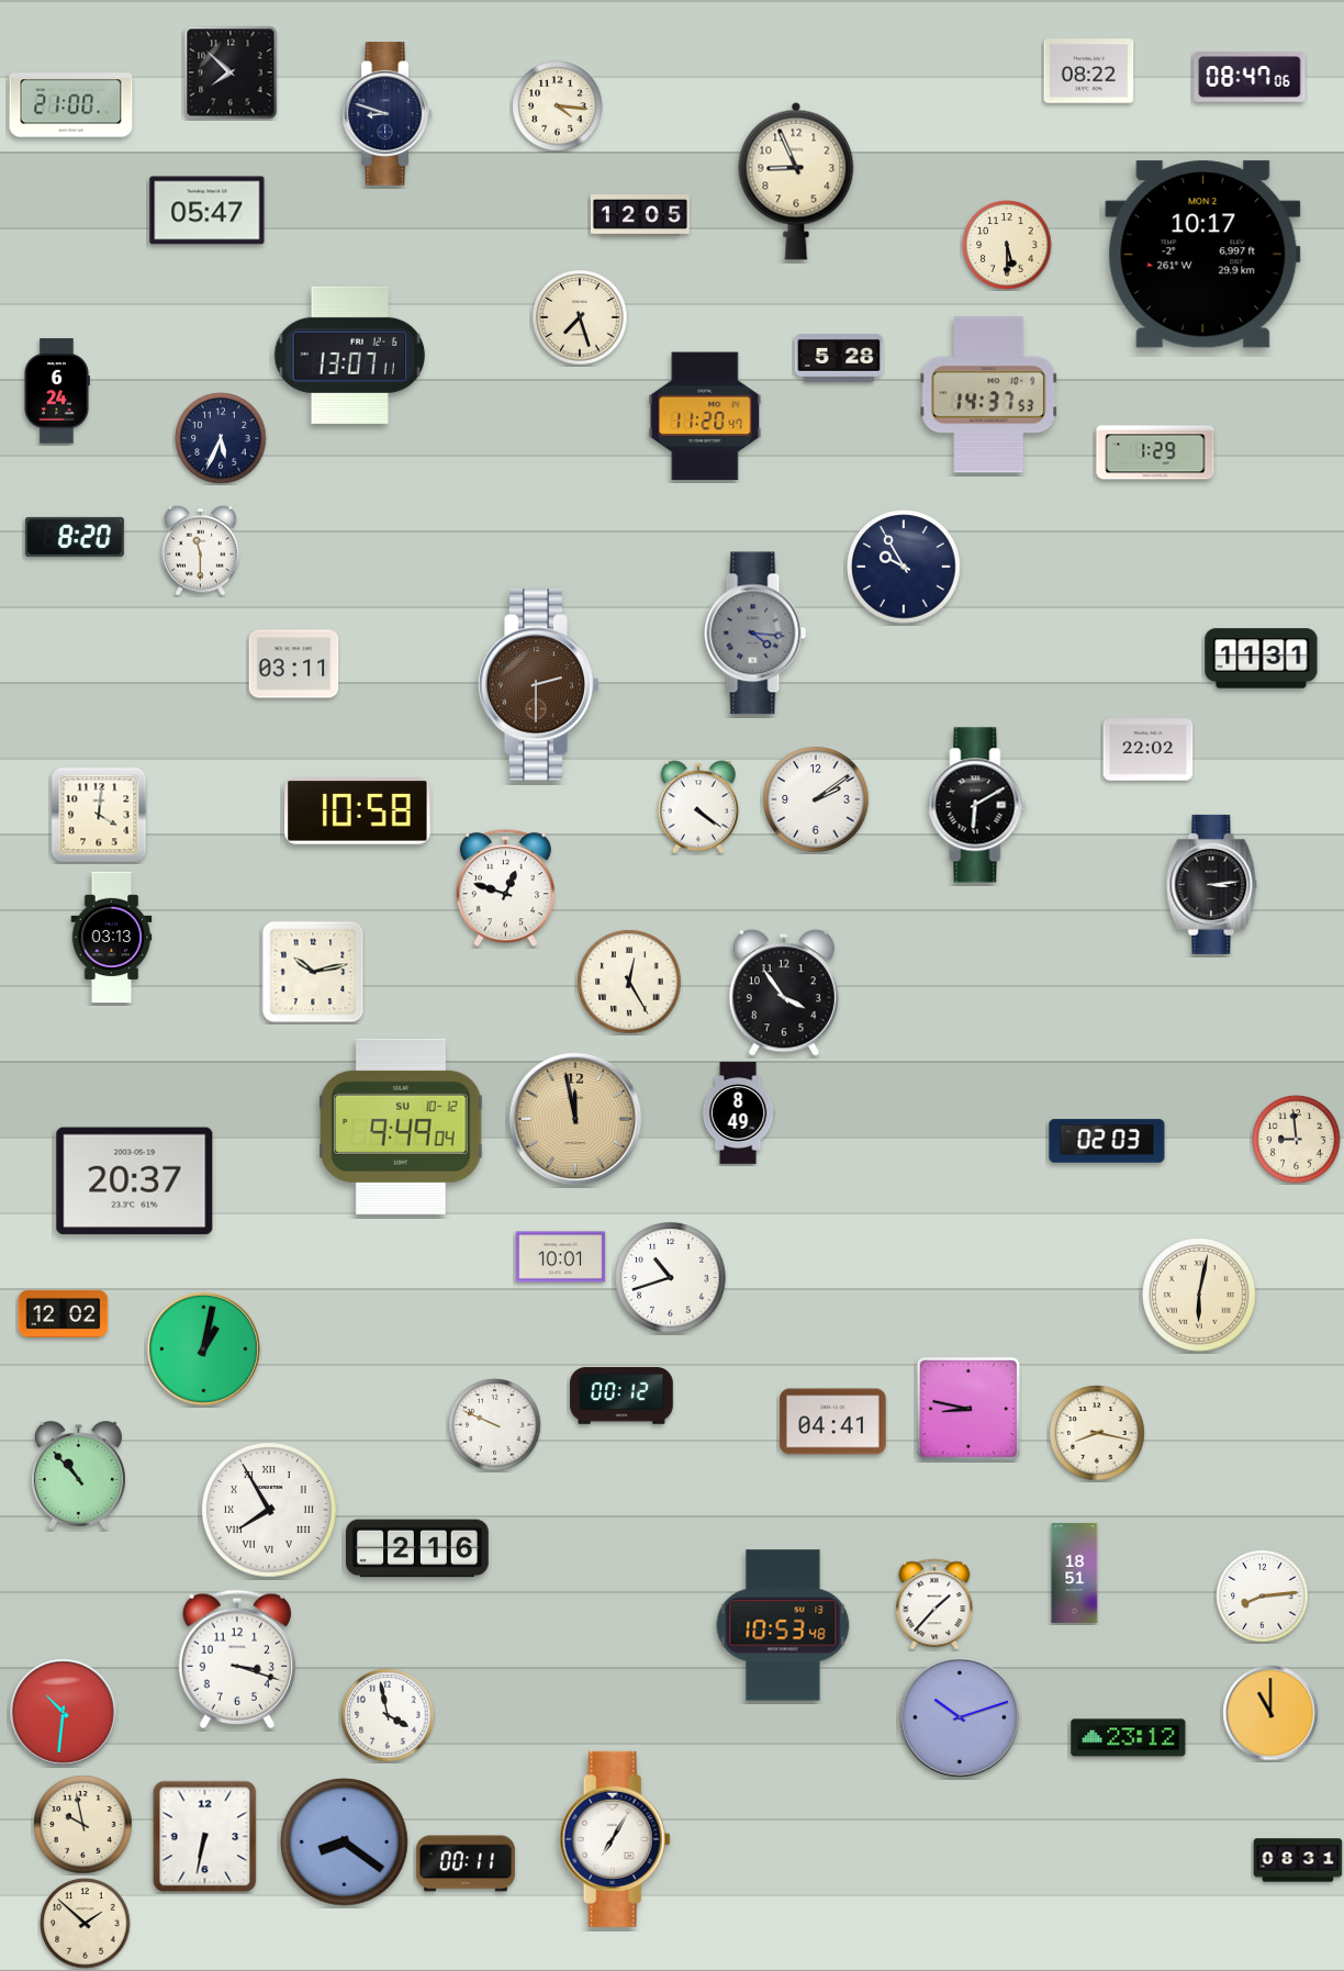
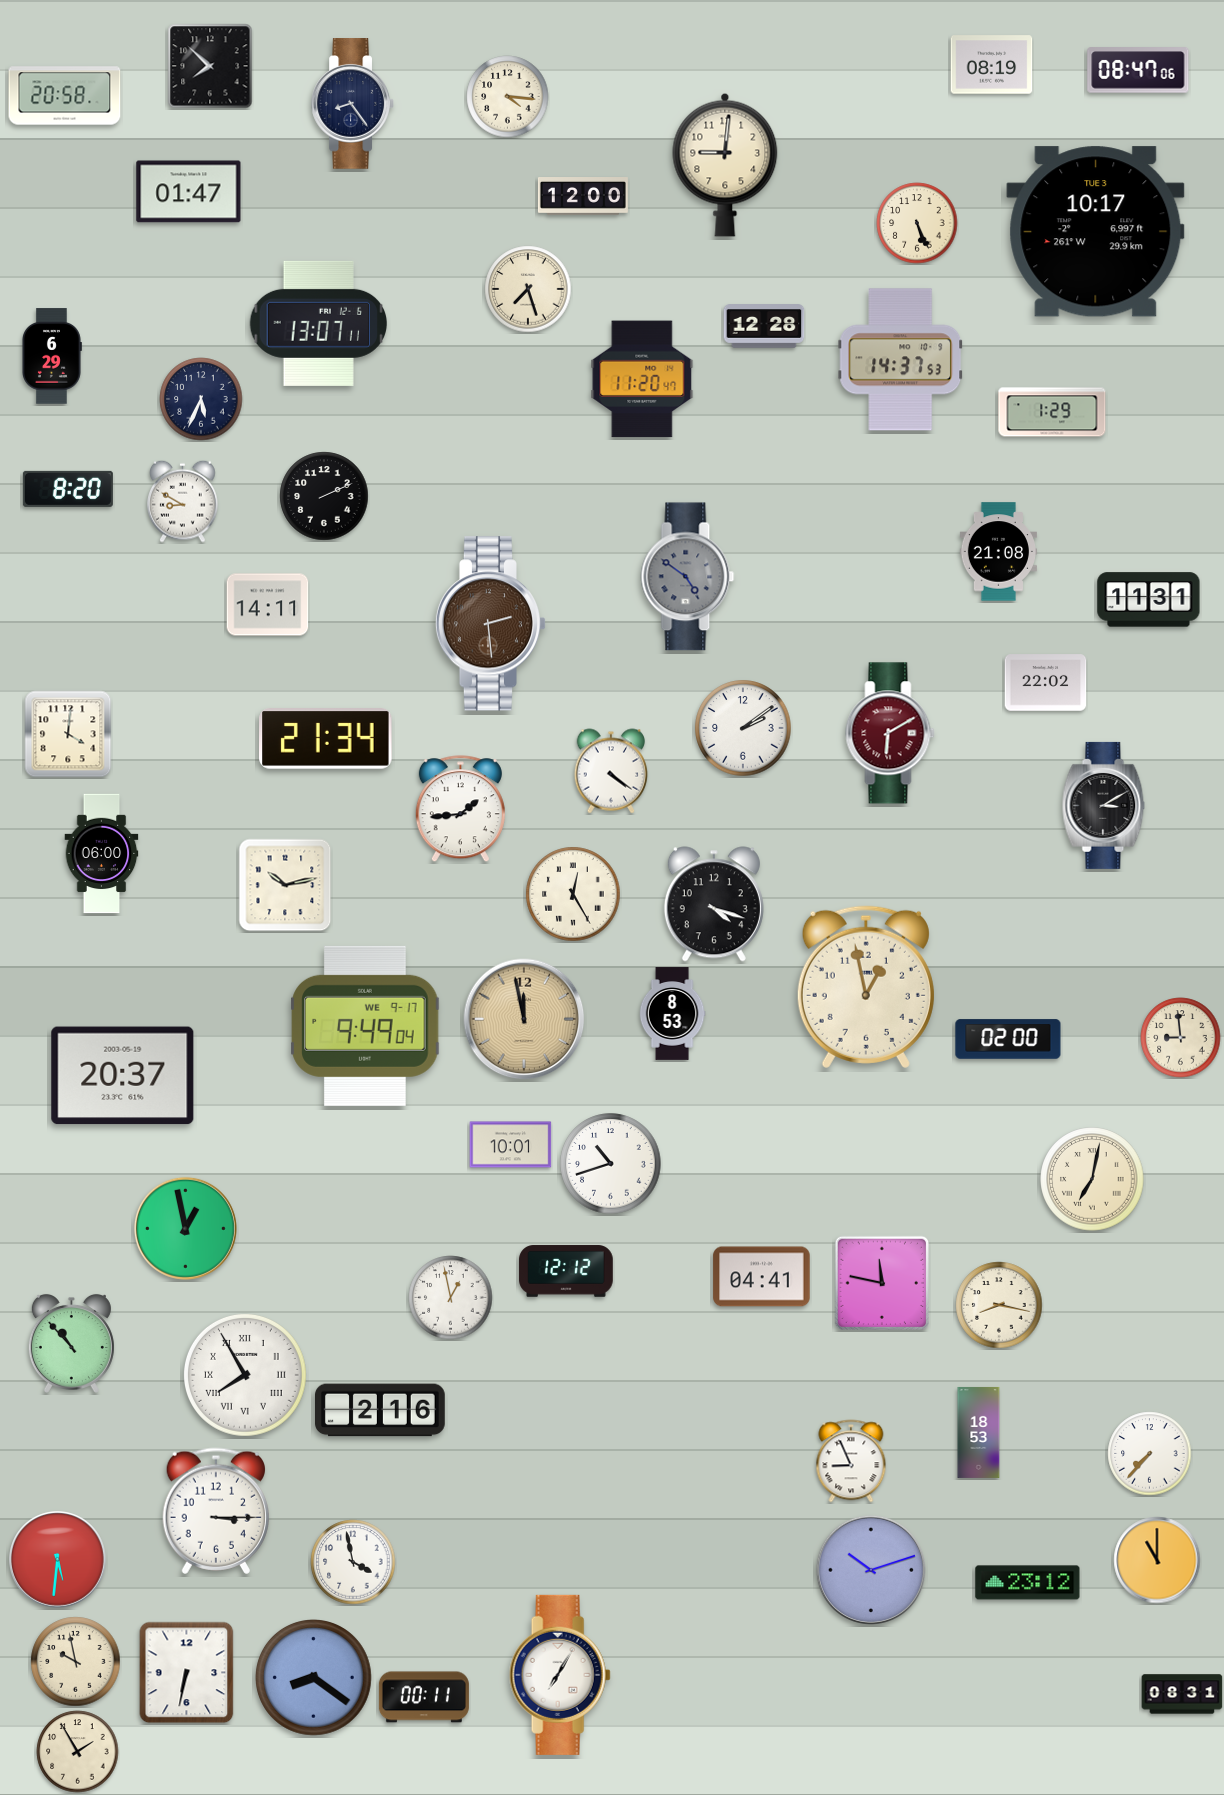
clock at (1089, 71): 08:22 -> 08:19
clock at (71, 105): 21:00 -> 20:58
clock at (387, 114): 8:48 -> 8:24
clock at (796, 181): 8:56 -> 9:01
clock at (208, 211): 05:47 -> 01:47
clock at (640, 216): 12:05 -> 12:00
clock at (1007, 245): 5:30 -> 5:26
clock at (1203, 255) date: MON 2 -> TUE 3
clock at (839, 358): 5:28 -> 12:28
clock at (57, 391): 6:24 -> 6:29
clock at (324, 496): none -> 2:11
clock at (201, 550): 11:30 -> 8:50
clock at (904, 567): 9:55 -> none
clock at (998, 552): none -> 21:08
clock at (755, 634): 4:16 -> 4:51
clock at (294, 664): 03:11 -> 14:11
clock at (539, 685): 2:30 -> 2:29
clock at (977, 805) dial: black -> burgundy
clock at (698, 807) position: (698, 807) -> (611, 771)
clock at (358, 811): 10:58 -> 21:34
clock at (99, 815) position: (99, 815) -> (68, 734)
clock at (1212, 884): 3:14 -> 3:10
clock at (505, 888): 12:48 -> 1:44
clock at (112, 938): 03:13 -> 06:00
clock at (784, 993): 3:54 -> 4:18
clock at (866, 987): none -> 12:58
clock at (738, 1113): 8:49 -> 8:53
clock at (401, 1127) date: SU 10-12 -> WE 9-17
clock at (1107, 1141): 02:03 -> 02:00
clock at (1199, 1295): 6:02 -> 7:02
clock at (64, 1313): 12:02 -> none
clock at (203, 1348): 1:02 -> 12:58
clock at (621, 1396): 00:12 -> 12:12
clock at (967, 1408): 8:47 -> 11:47
clock at (833, 1422) position: (833, 1422) -> (762, 1277)
clock at (495, 1425): 9:49 -> 12:58
clock at (1075, 1572): 18:51 -> 18:53
clock at (1263, 1597): 8:14 -> 7:37
clock at (934, 1604): 1:37 -> 8:56
clock at (783, 1625): 10:53 -> none
clock at (236, 1659): 3:18 -> 3:15
clock at (64, 1713): 10:31 -> 5:31
clock at (960, 1717) position: (960, 1717) -> (871, 1570)
clock at (86, 1924): 1:52 -> 1:55
